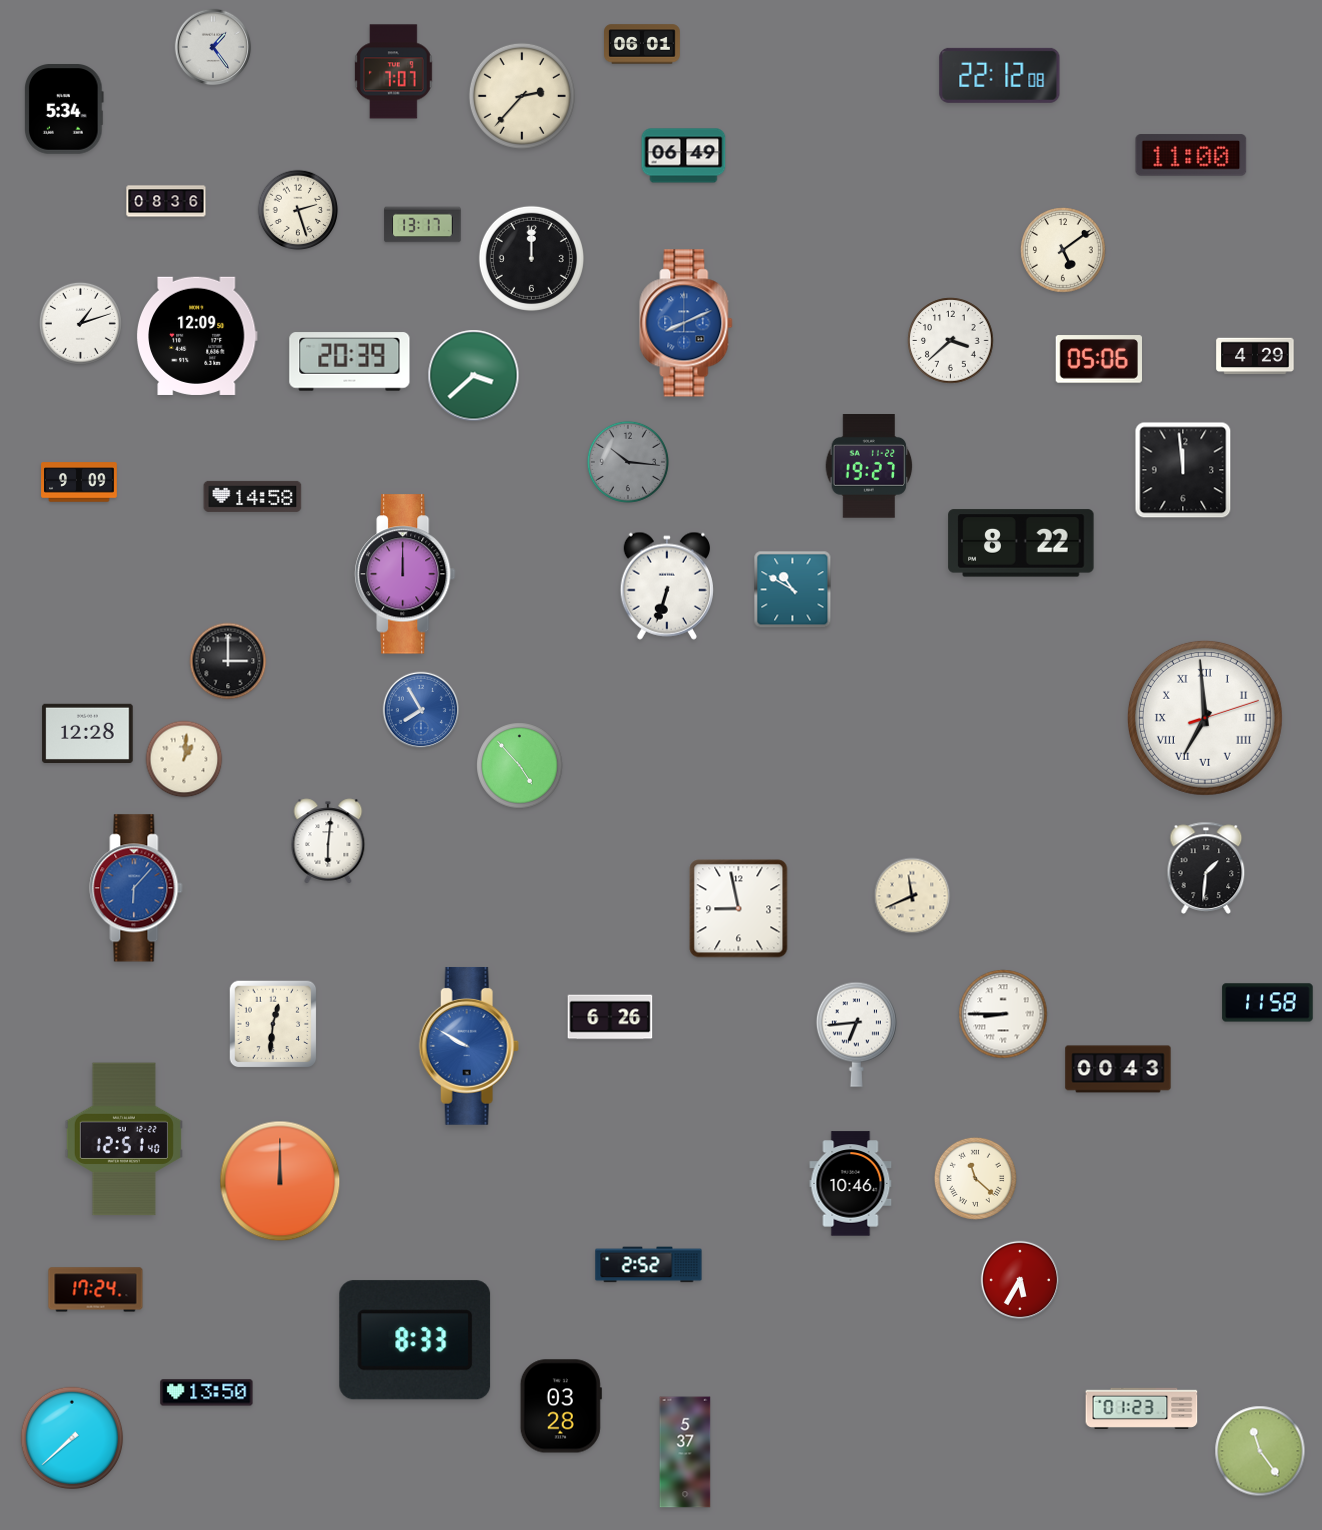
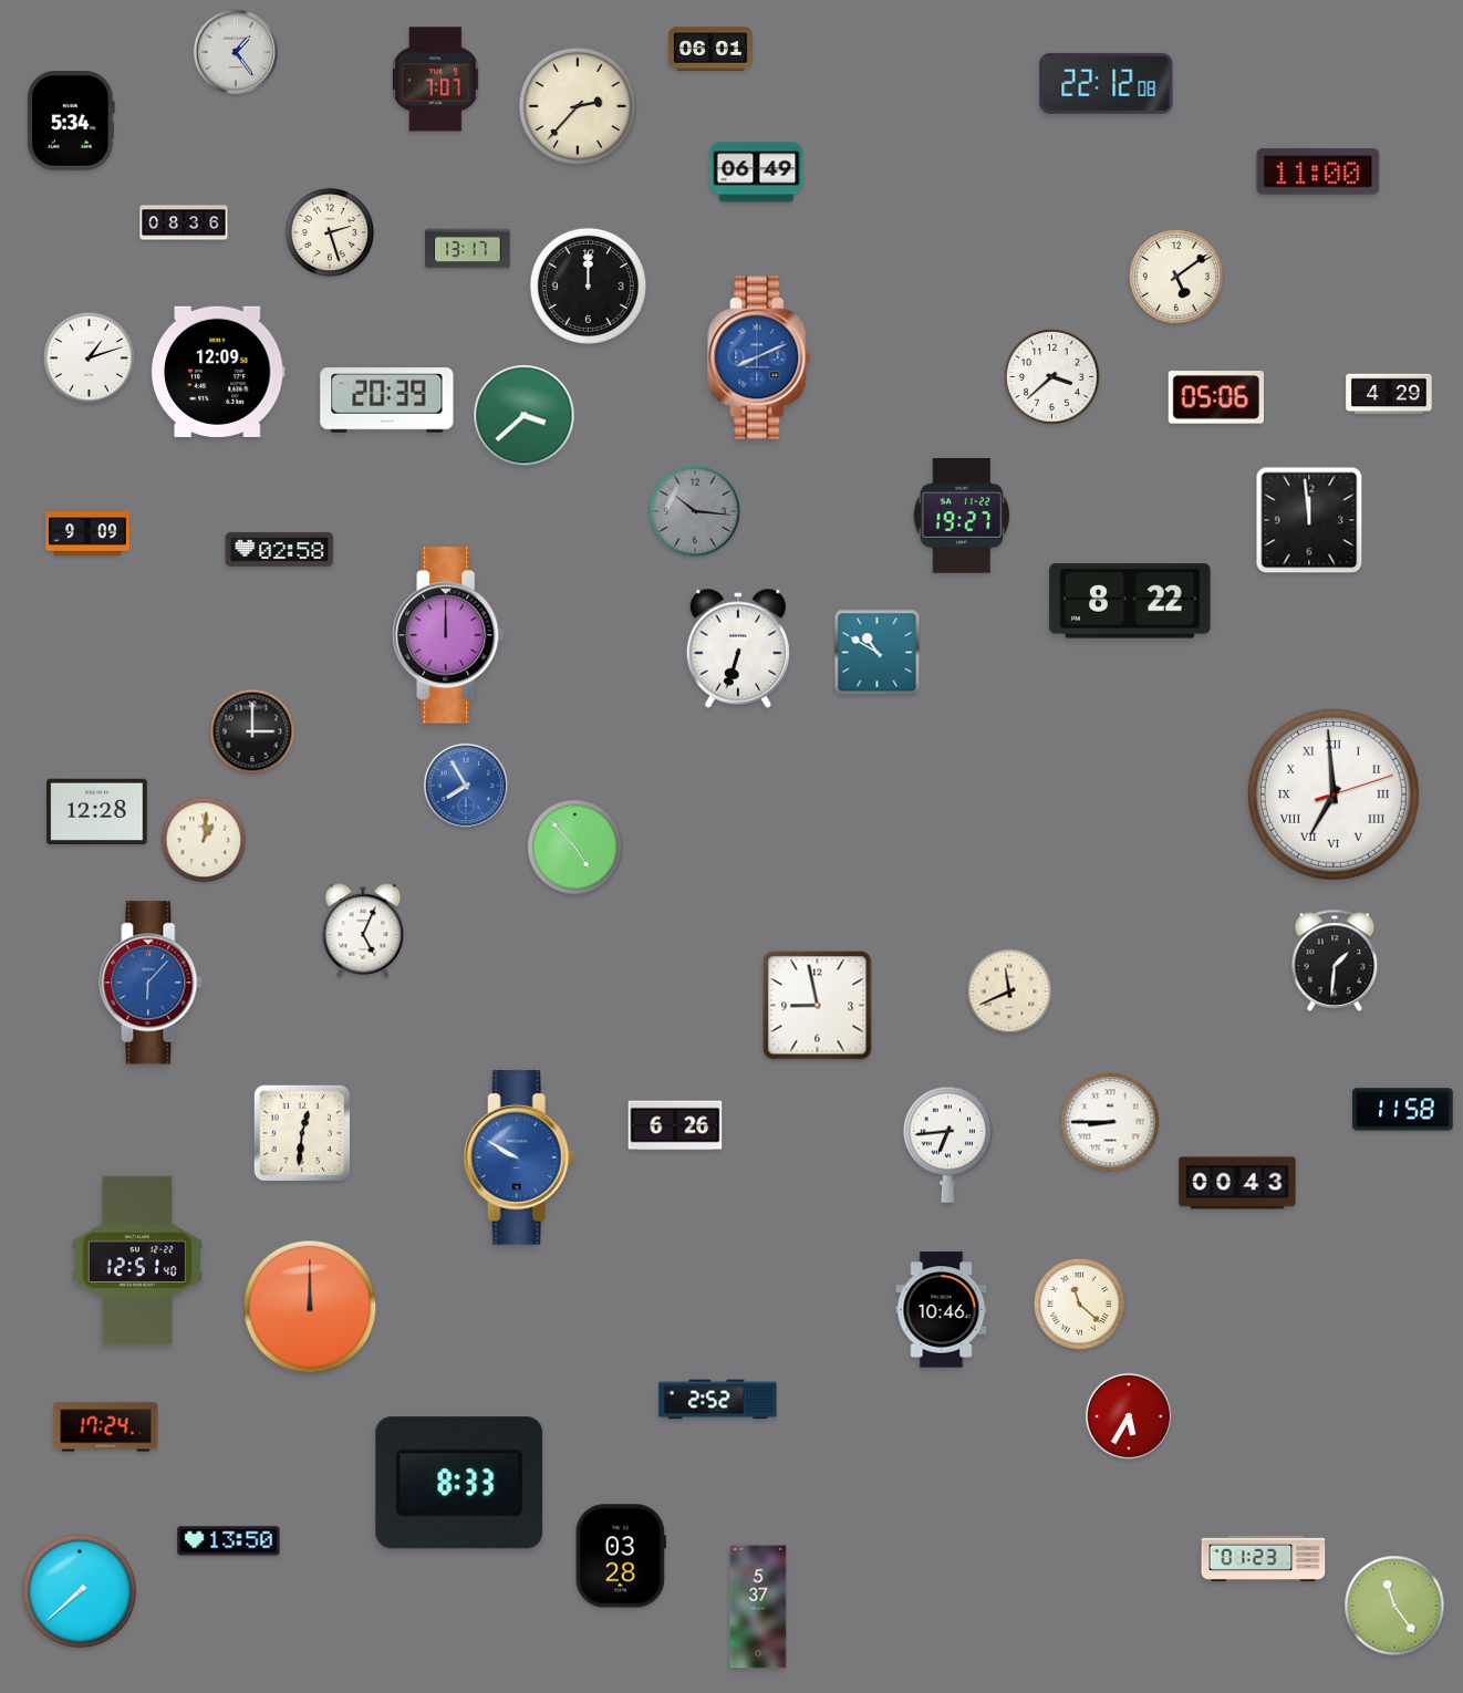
clock at (253, 496): 14:58 -> 02:58
clock at (328, 841): 6:01 -> 5:04
